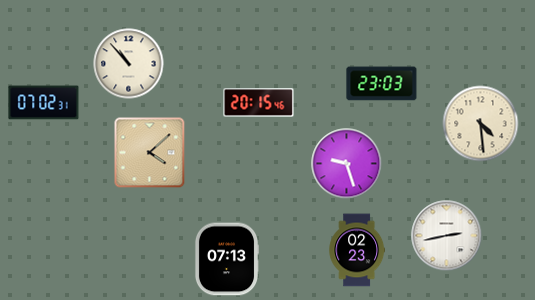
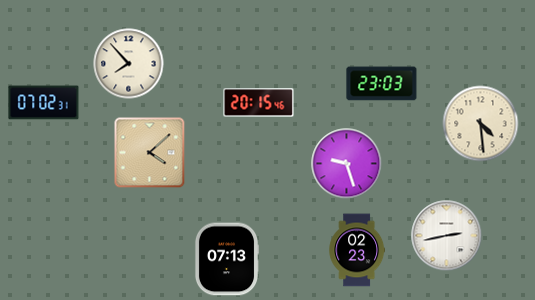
clock at (129, 64): 10:53 -> 7:53
